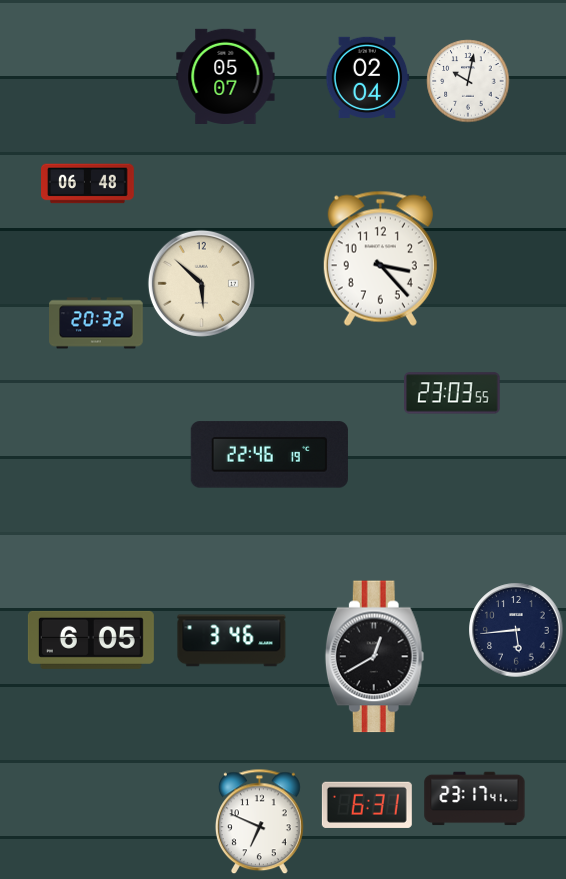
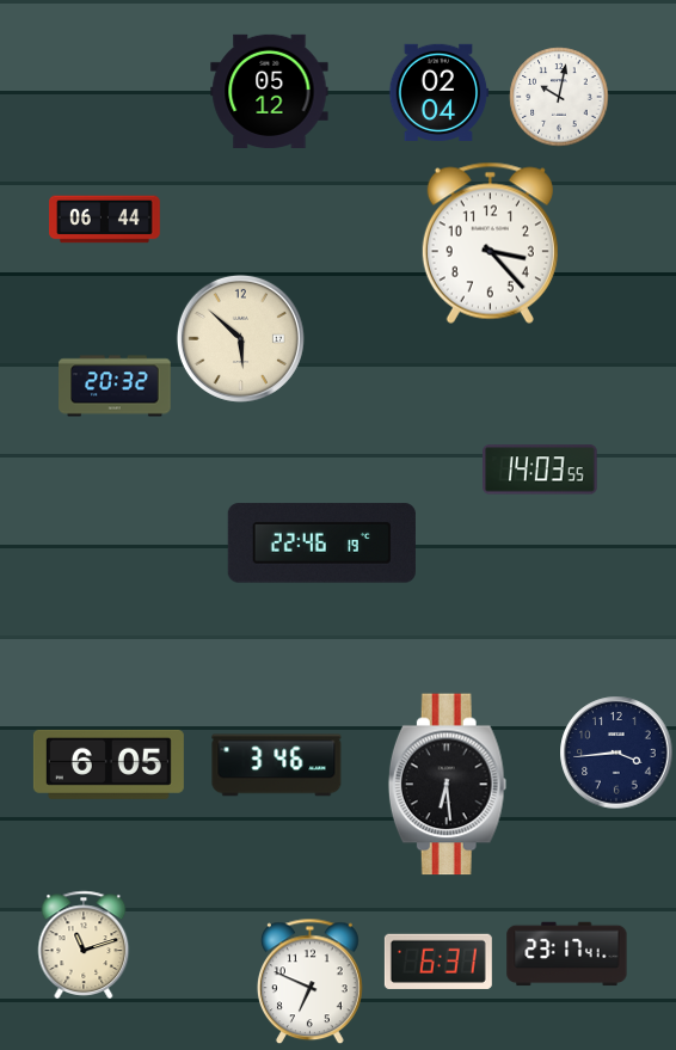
clock at (226, 76): 05:07 -> 05:12
clock at (88, 184): 06:48 -> 06:44
clock at (380, 258) position: (380, 258) -> (490, 242)
clock at (452, 393): 23:03 -> 14:03
clock at (516, 630): 5:44 -> 3:44
clock at (374, 657): 12:40 -> 6:29
clock at (84, 945): none -> 11:12
